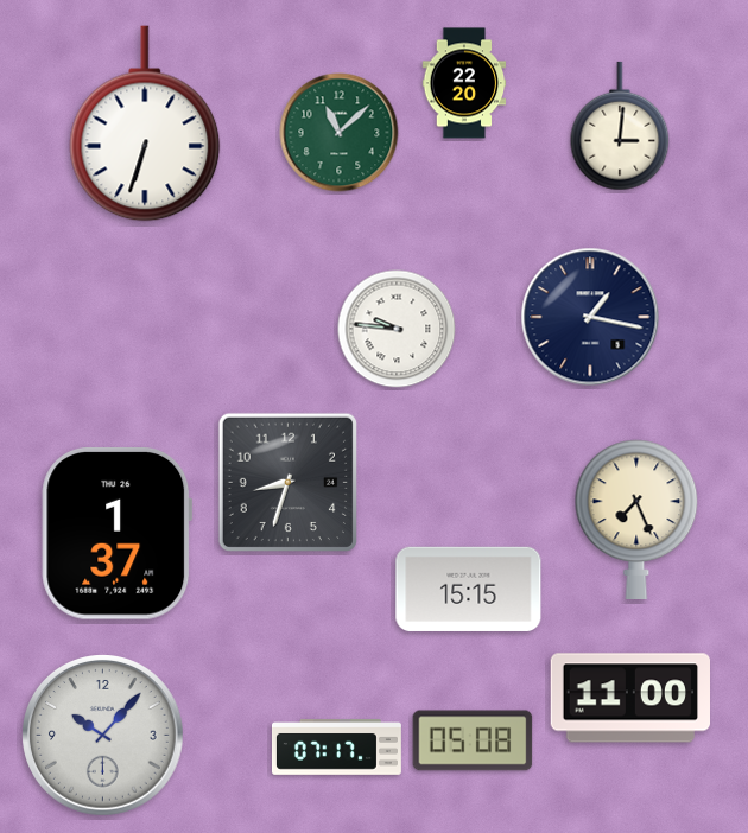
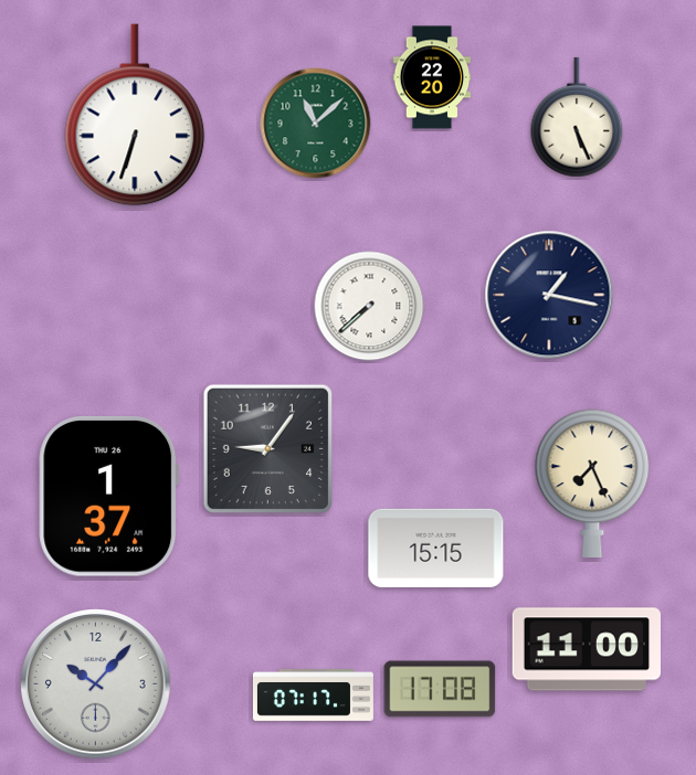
clock at (620, 126): 3:01 -> 5:26
clock at (397, 329): 9:46 -> 7:38
clock at (287, 482): 8:33 -> 9:06
clock at (473, 740): 05:08 -> 17:08
